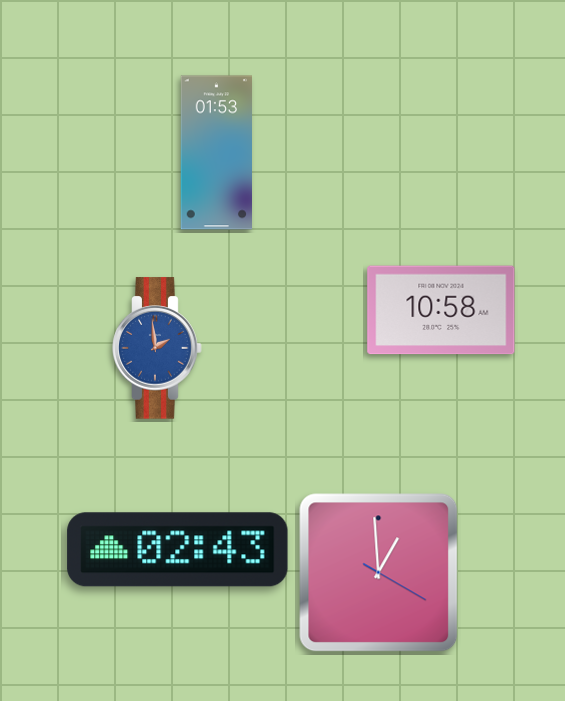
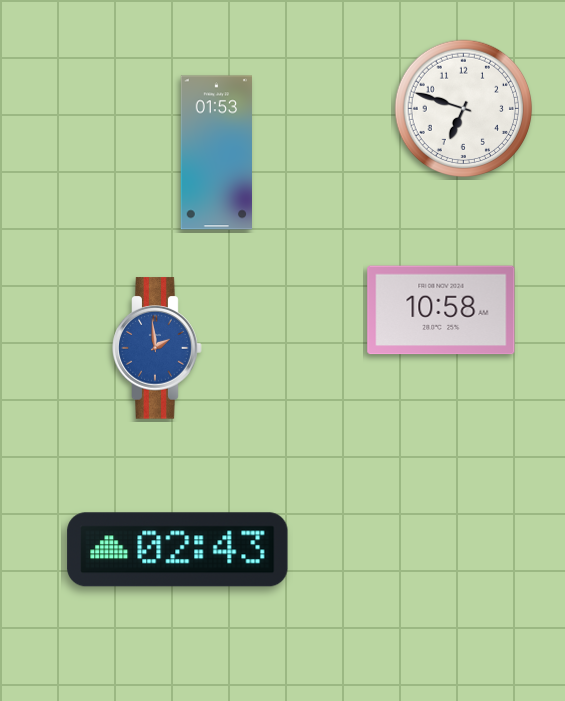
clock at (464, 109): none -> 6:48
clock at (379, 573): 12:59 -> none
